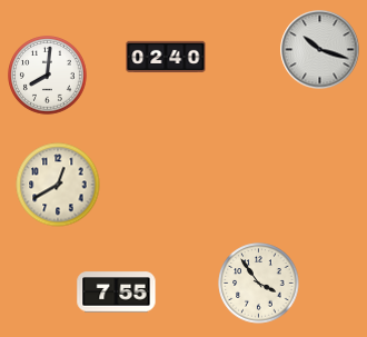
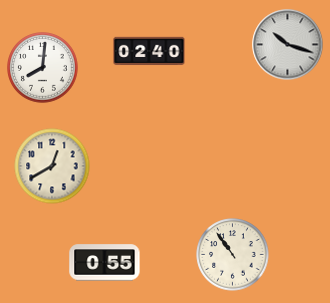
clock at (259, 284): 3:54 -> 10:54
clock at (117, 293): 7:55 -> 0:55
